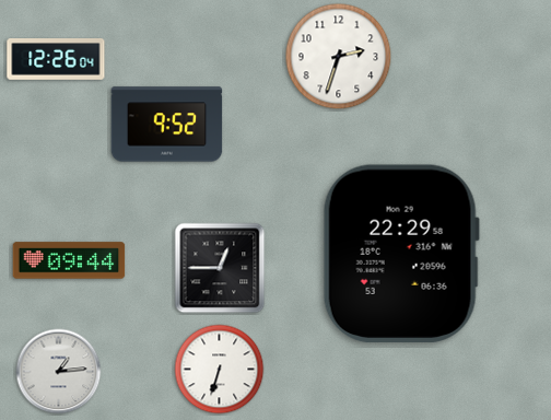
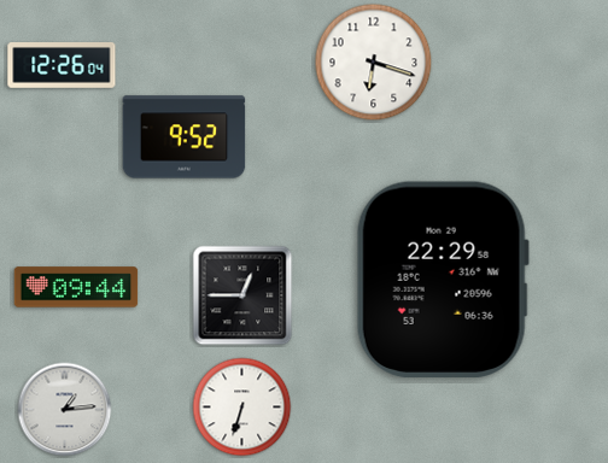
clock at (339, 57): 2:33 -> 6:18
